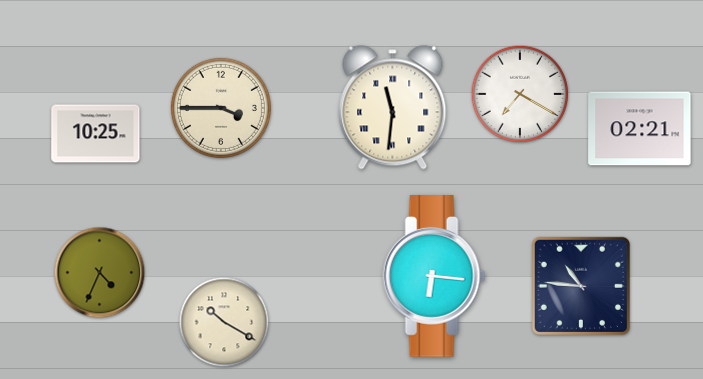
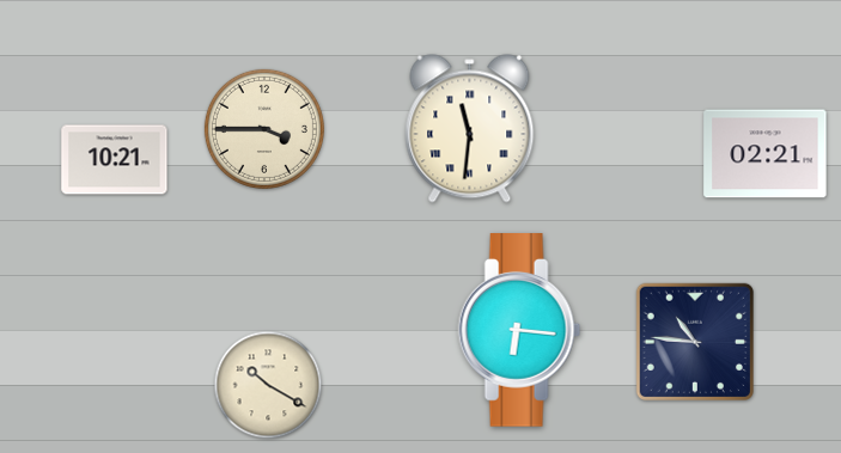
clock at (520, 94): 7:20 -> none
clock at (96, 134): 10:25 -> 10:21
clock at (100, 273): 4:34 -> none
